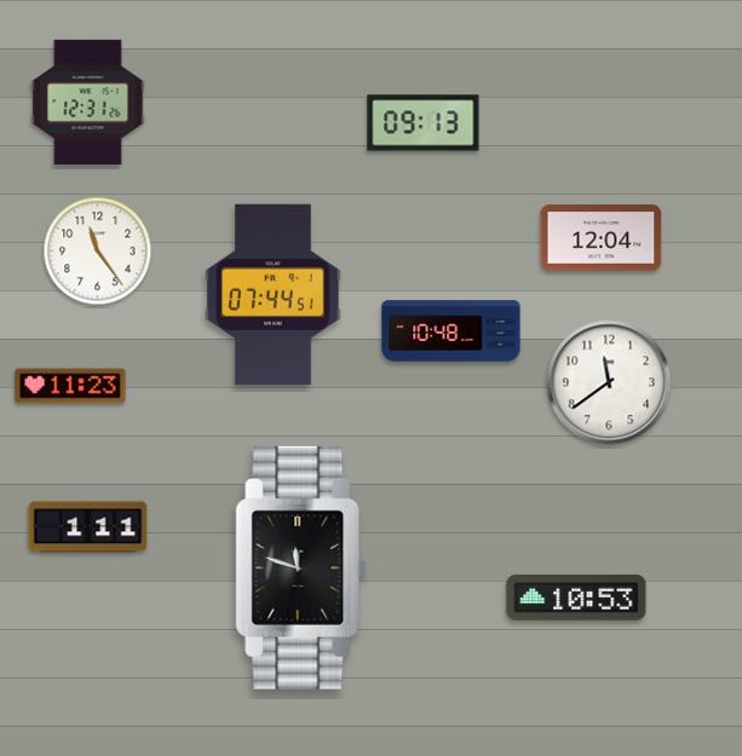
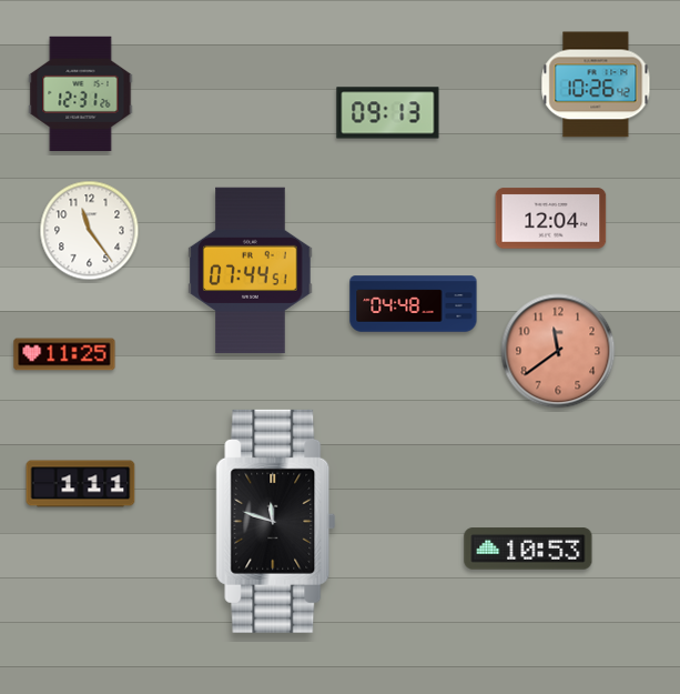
clock at (596, 84): none -> 10:26
clock at (451, 331): 10:48 -> 04:48
clock at (609, 382) dial: white -> salmon
clock at (70, 386): 11:23 -> 11:25
